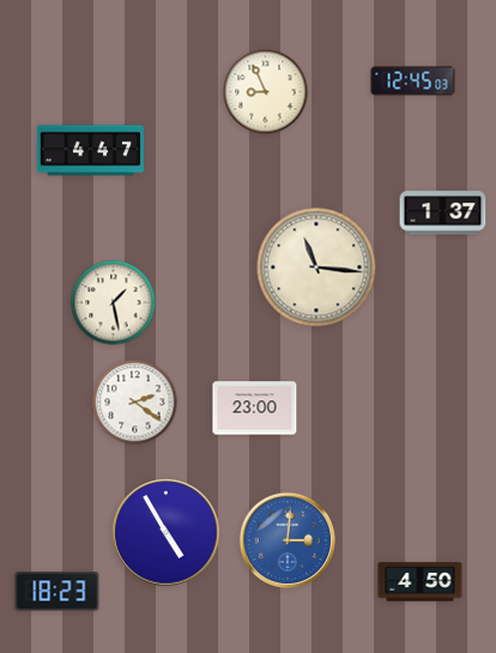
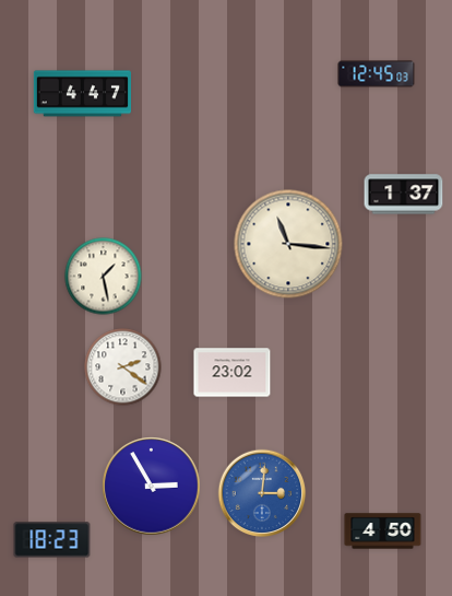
clock at (266, 92): 8:56 -> none
clock at (90, 151) position: (90, 151) -> (82, 94)
clock at (255, 409): 23:00 -> 23:02
clock at (167, 533): 4:55 -> 2:55
